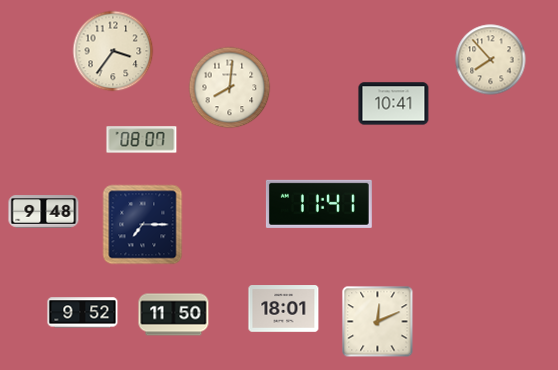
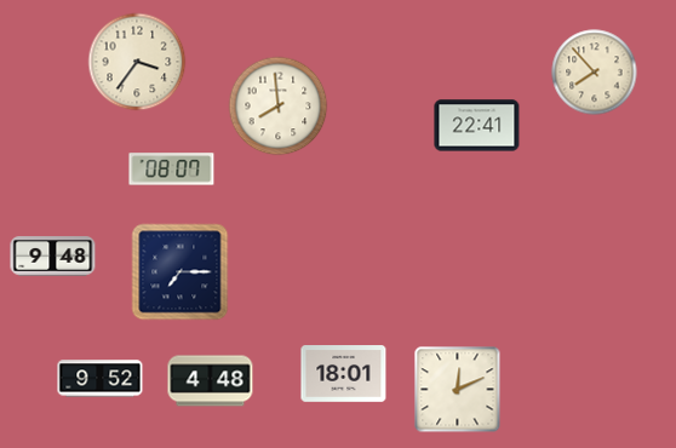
clock at (230, 88): 8:01 -> 7:59
clock at (394, 104): 10:41 -> 22:41
clock at (319, 204): 11:41 -> none
clock at (143, 225) position: (143, 225) -> (181, 272)
clock at (174, 315): 11:50 -> 4:48
